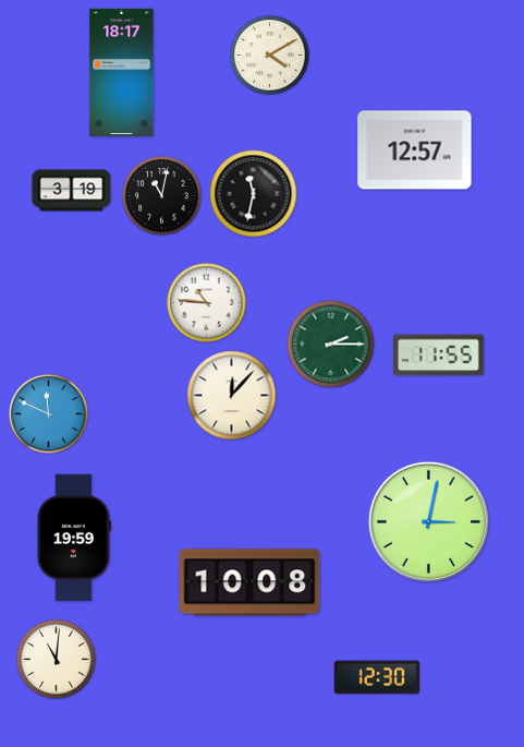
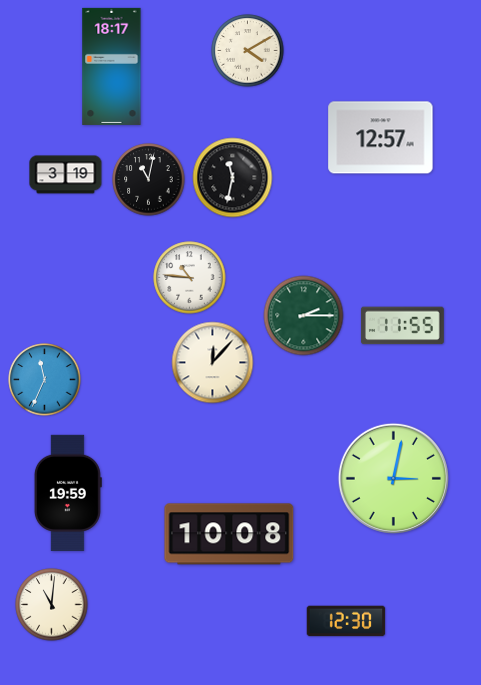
clock at (49, 414): 11:49 -> 11:34
